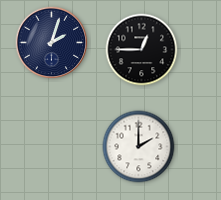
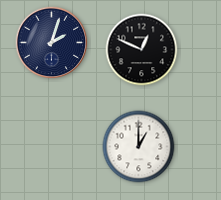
clock at (142, 50): 12:45 -> 12:49
clock at (139, 147): 2:00 -> 1:00
